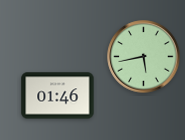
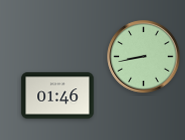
clock at (144, 57): 5:43 -> 8:43
